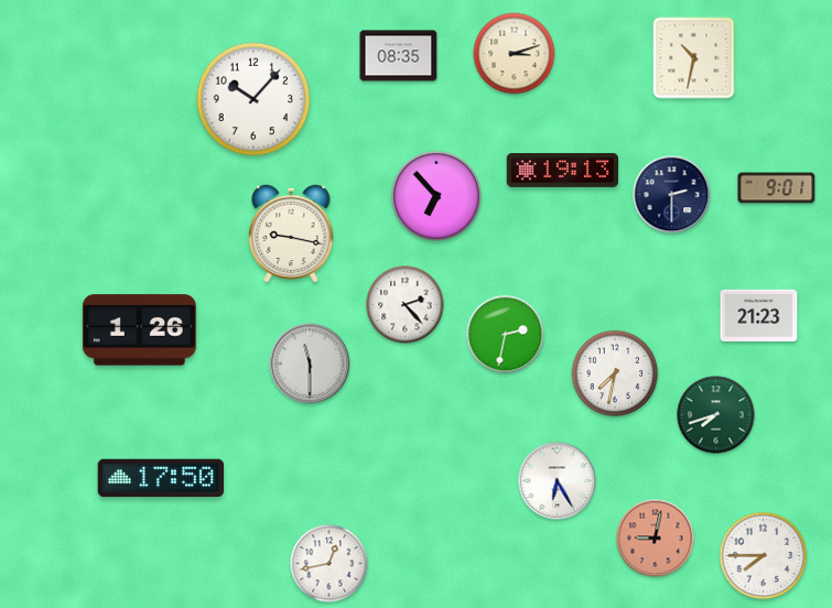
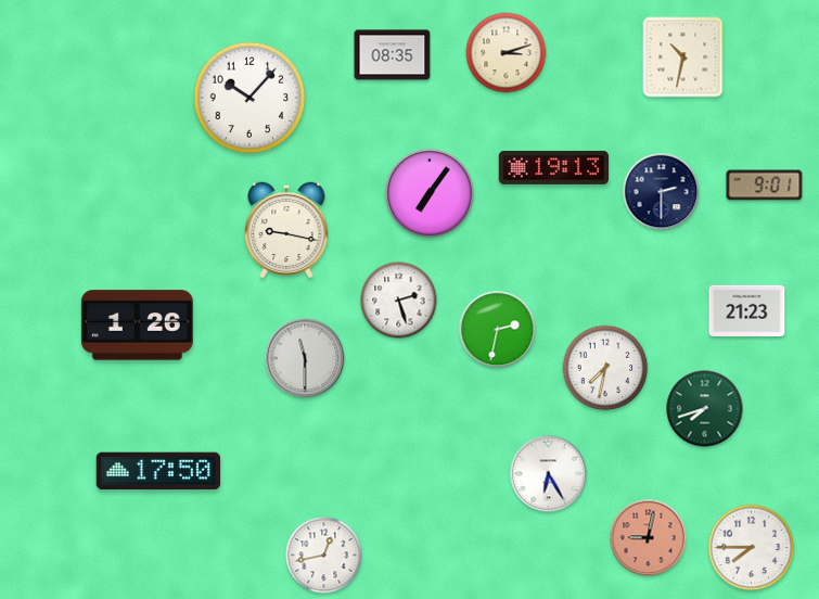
clock at (435, 195): 6:53 -> 7:06
clock at (406, 305): 2:23 -> 2:27
clock at (656, 539) position: (656, 539) -> (649, 538)
